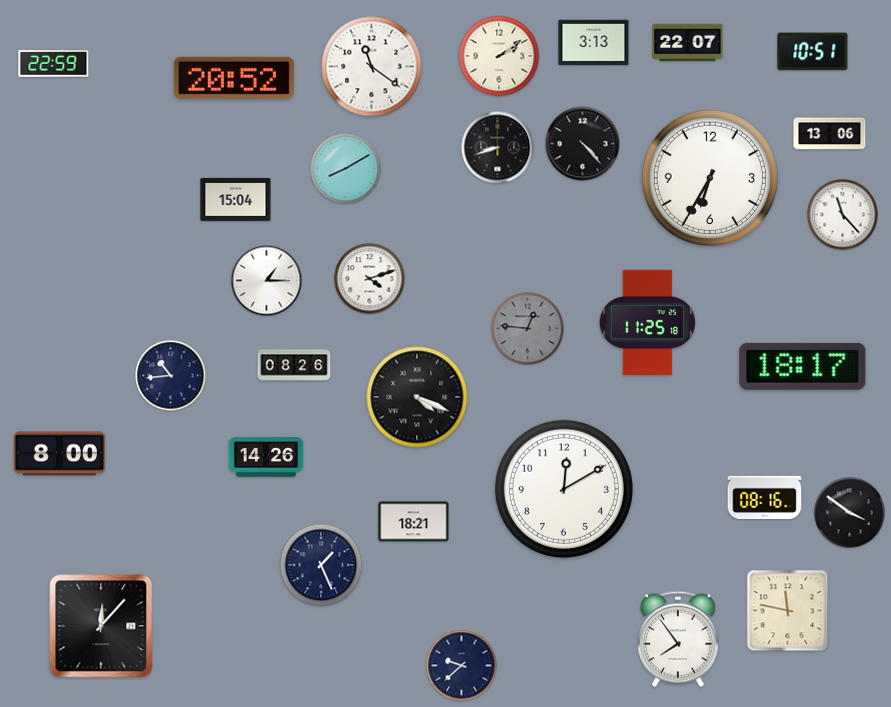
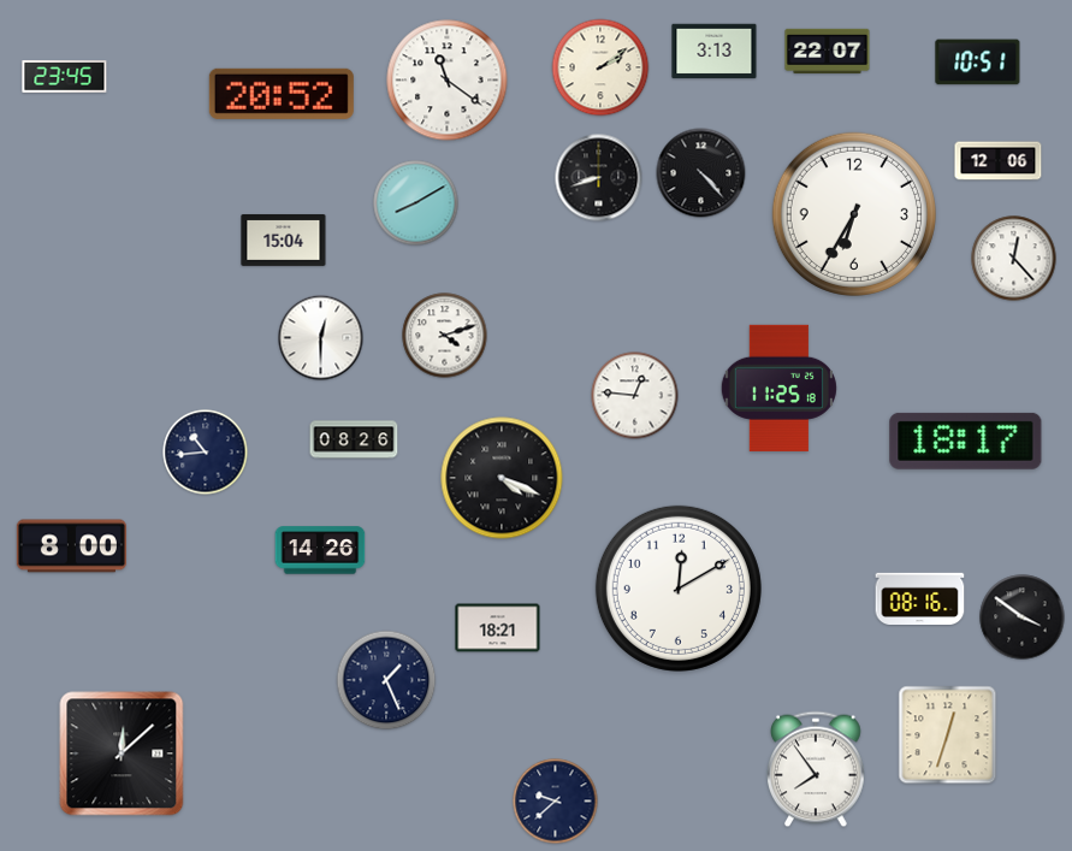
clock at (54, 64): 22:59 -> 23:45
clock at (830, 134): 13:06 -> 12:06
clock at (843, 215): 11:23 -> 12:23
clock at (267, 281): 1:15 -> 12:30
clock at (528, 329) dial: grey -> white
clock at (788, 611): 11:47 -> 12:33
clock at (101, 626): 12:07 -> 12:08
